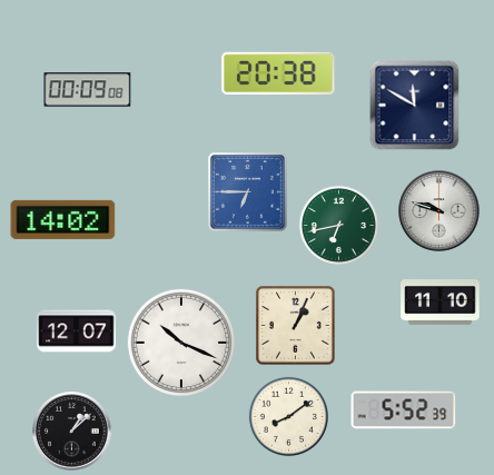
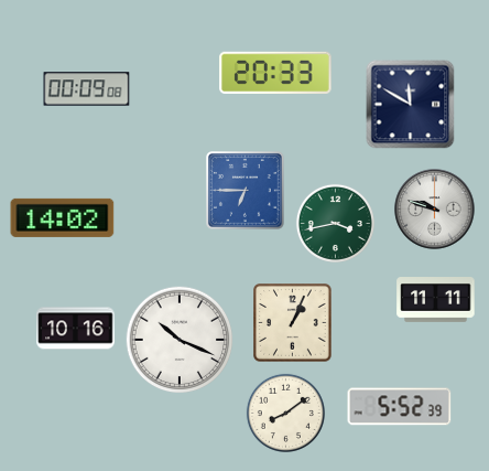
clock at (278, 72): 20:38 -> 20:33
clock at (338, 225): 6:43 -> 3:43
clock at (441, 303): 11:10 -> 11:11
clock at (77, 331): 12:07 -> 10:16
clock at (72, 432): 1:08 -> none
